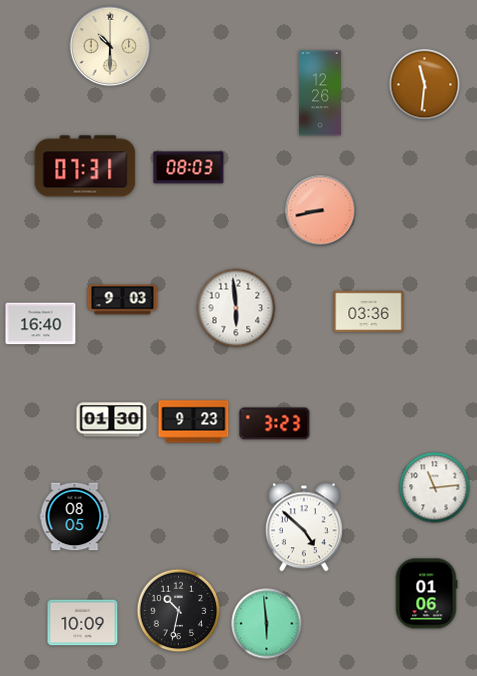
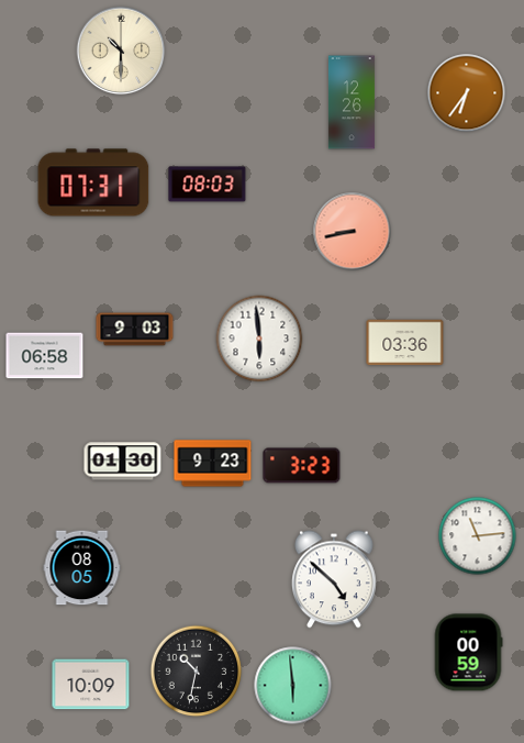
clock at (425, 85): 11:31 -> 6:36
clock at (41, 324): 16:40 -> 06:58
clock at (426, 594): 01:06 -> 00:59
